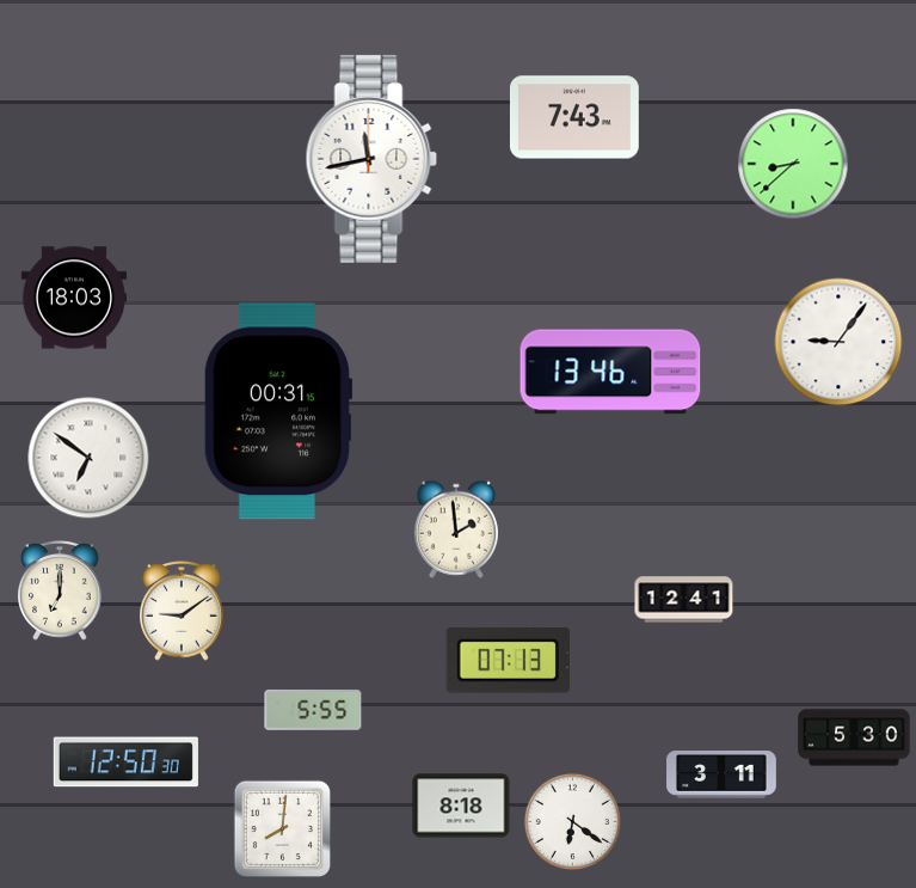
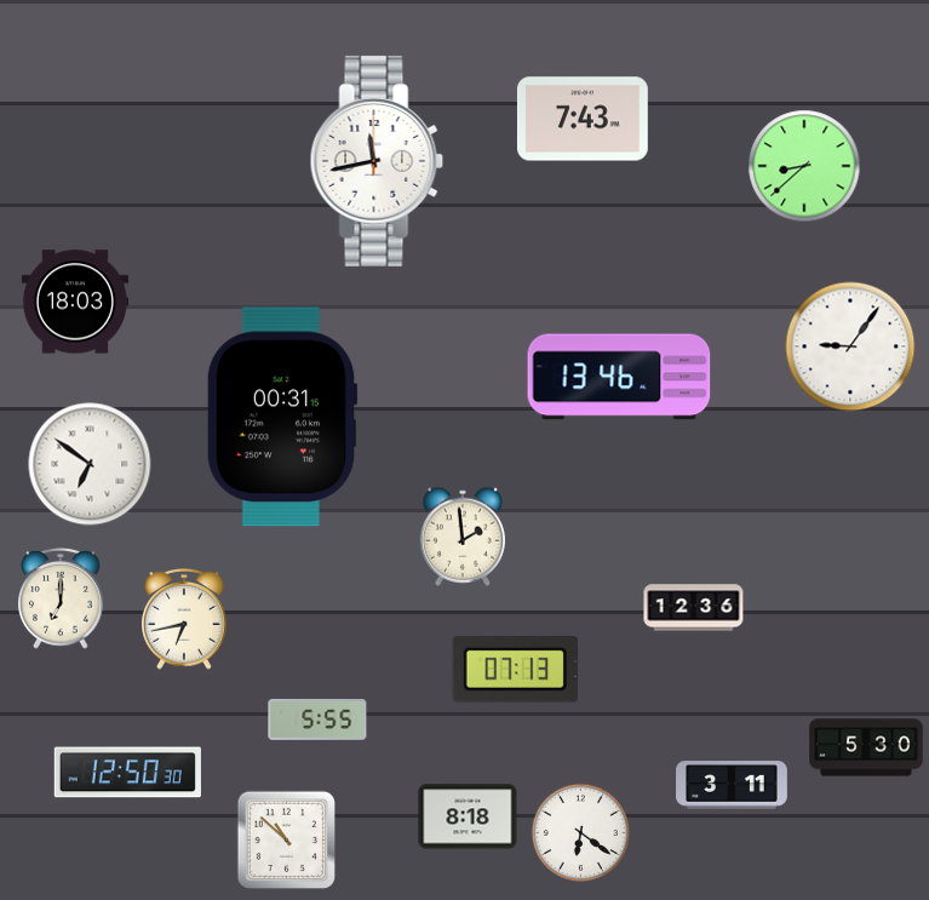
clock at (684, 600): 12:41 -> 12:36
clock at (182, 612): 9:09 -> 6:43
clock at (282, 828): 8:01 -> 10:52
